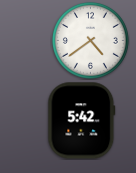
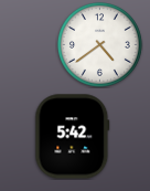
clock at (82, 121) position: (82, 121) -> (73, 137)
